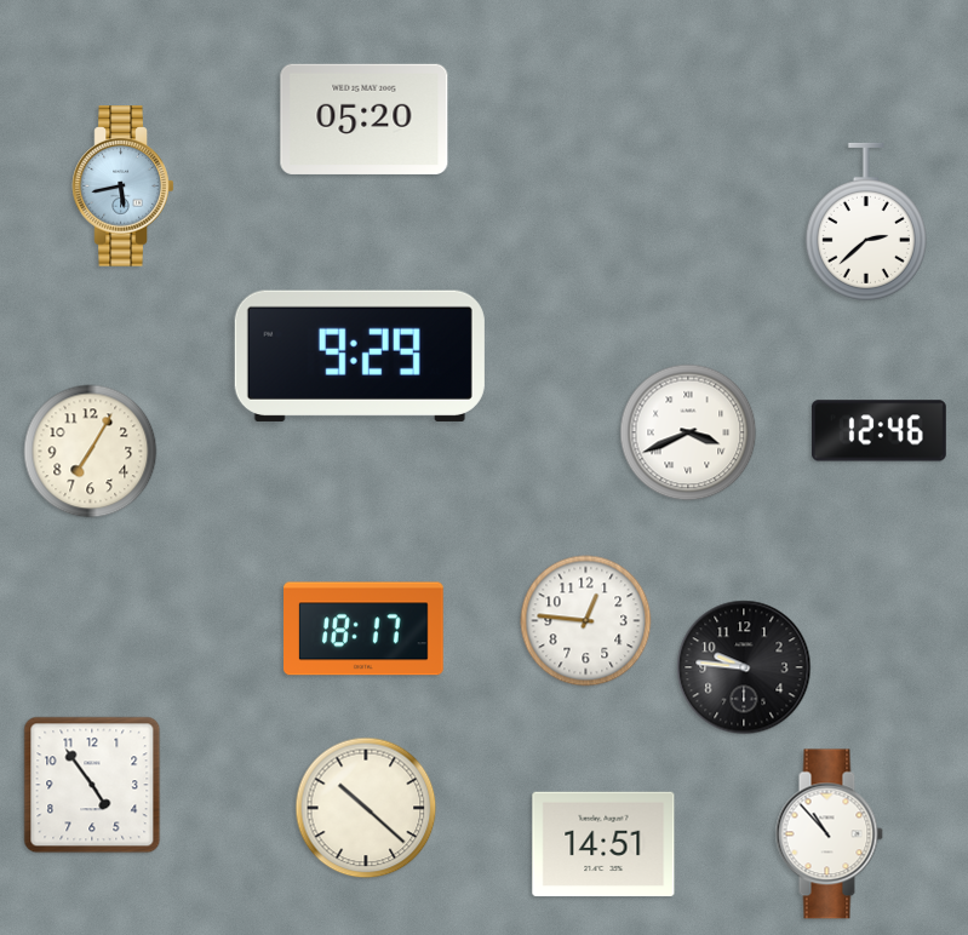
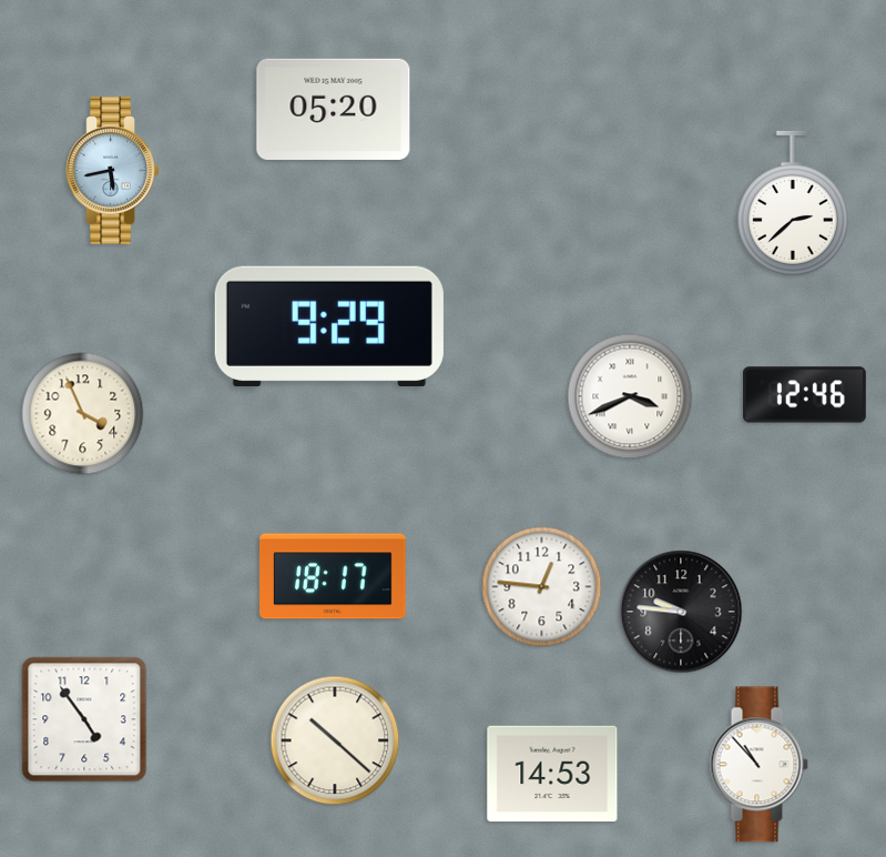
clock at (91, 452): 7:05 -> 3:56
clock at (586, 621) position: (586, 621) -> (542, 587)
clock at (603, 844): 14:51 -> 14:53
